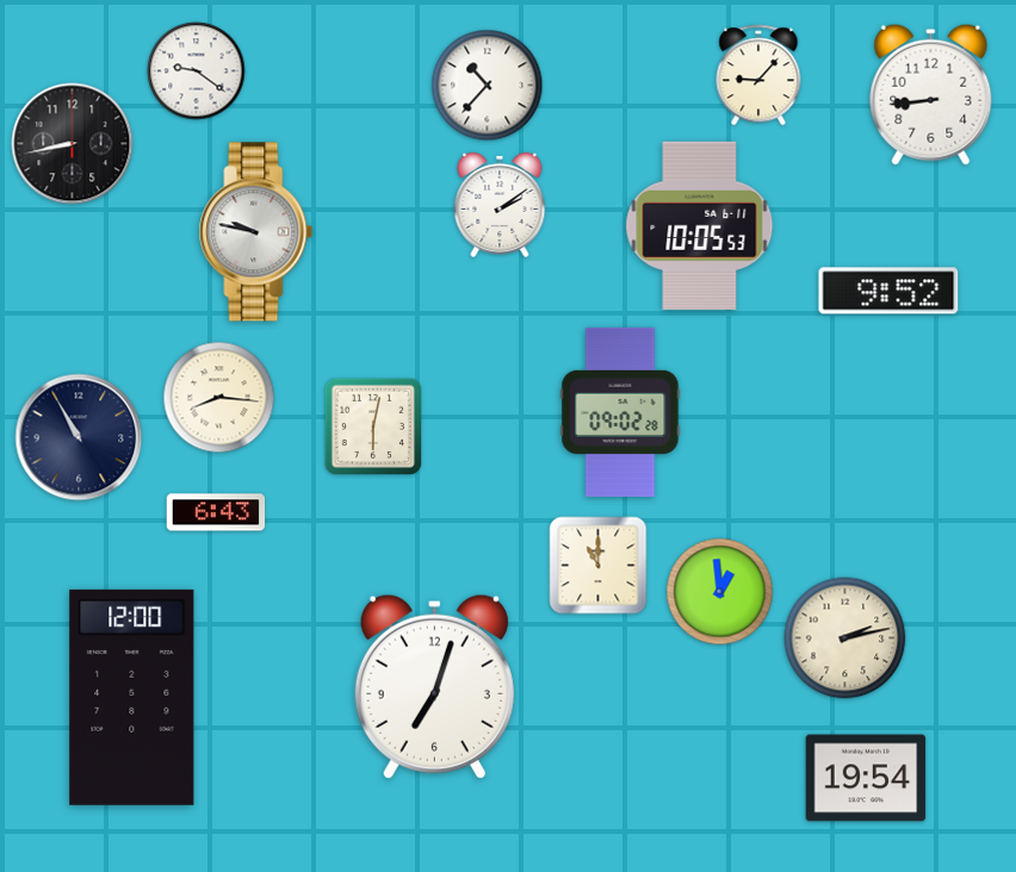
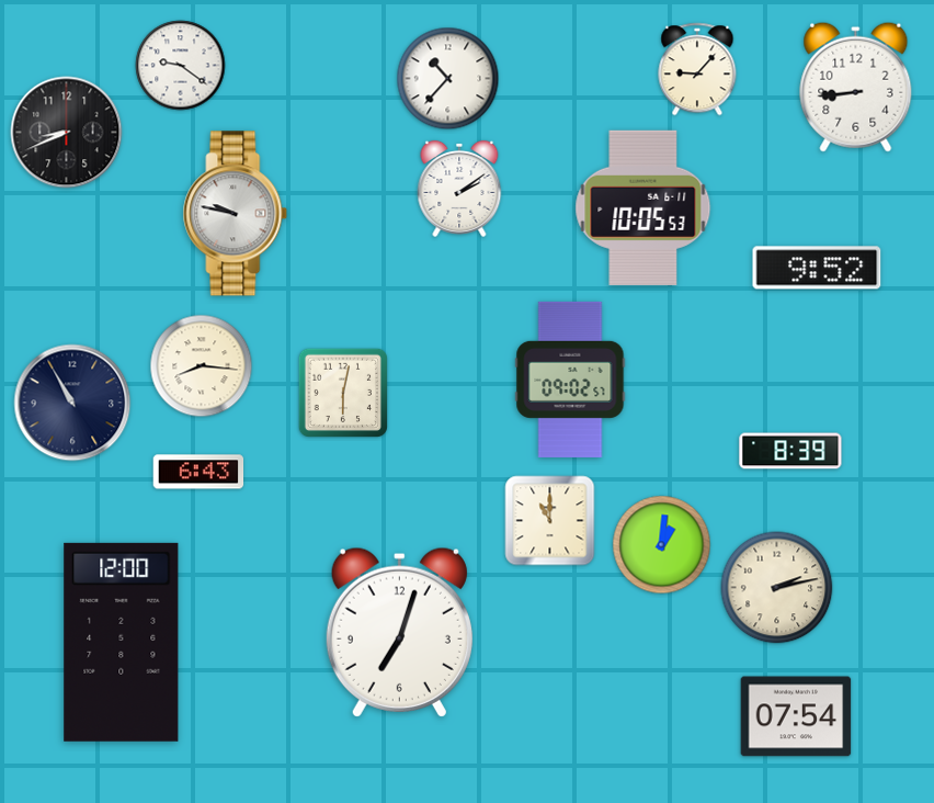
clock at (73, 144): 8:43 -> 8:41
clock at (620, 412): 09:02:28 -> 09:02:57
clock at (790, 451): none -> 8:39
clock at (720, 592): 12:59 -> 1:01
clock at (866, 778): 19:54 -> 07:54
